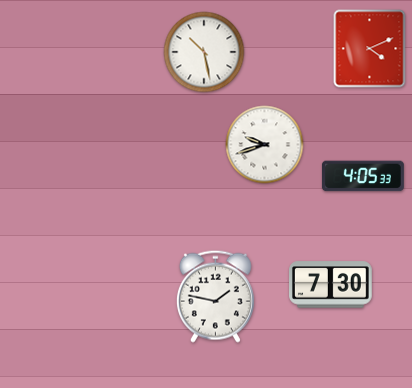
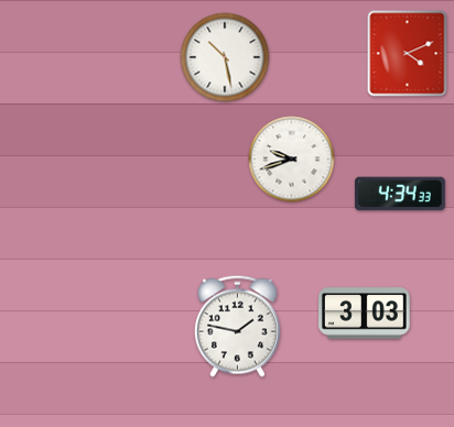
clock at (363, 176): 4:05 -> 4:34
clock at (331, 285): 7:30 -> 3:03
